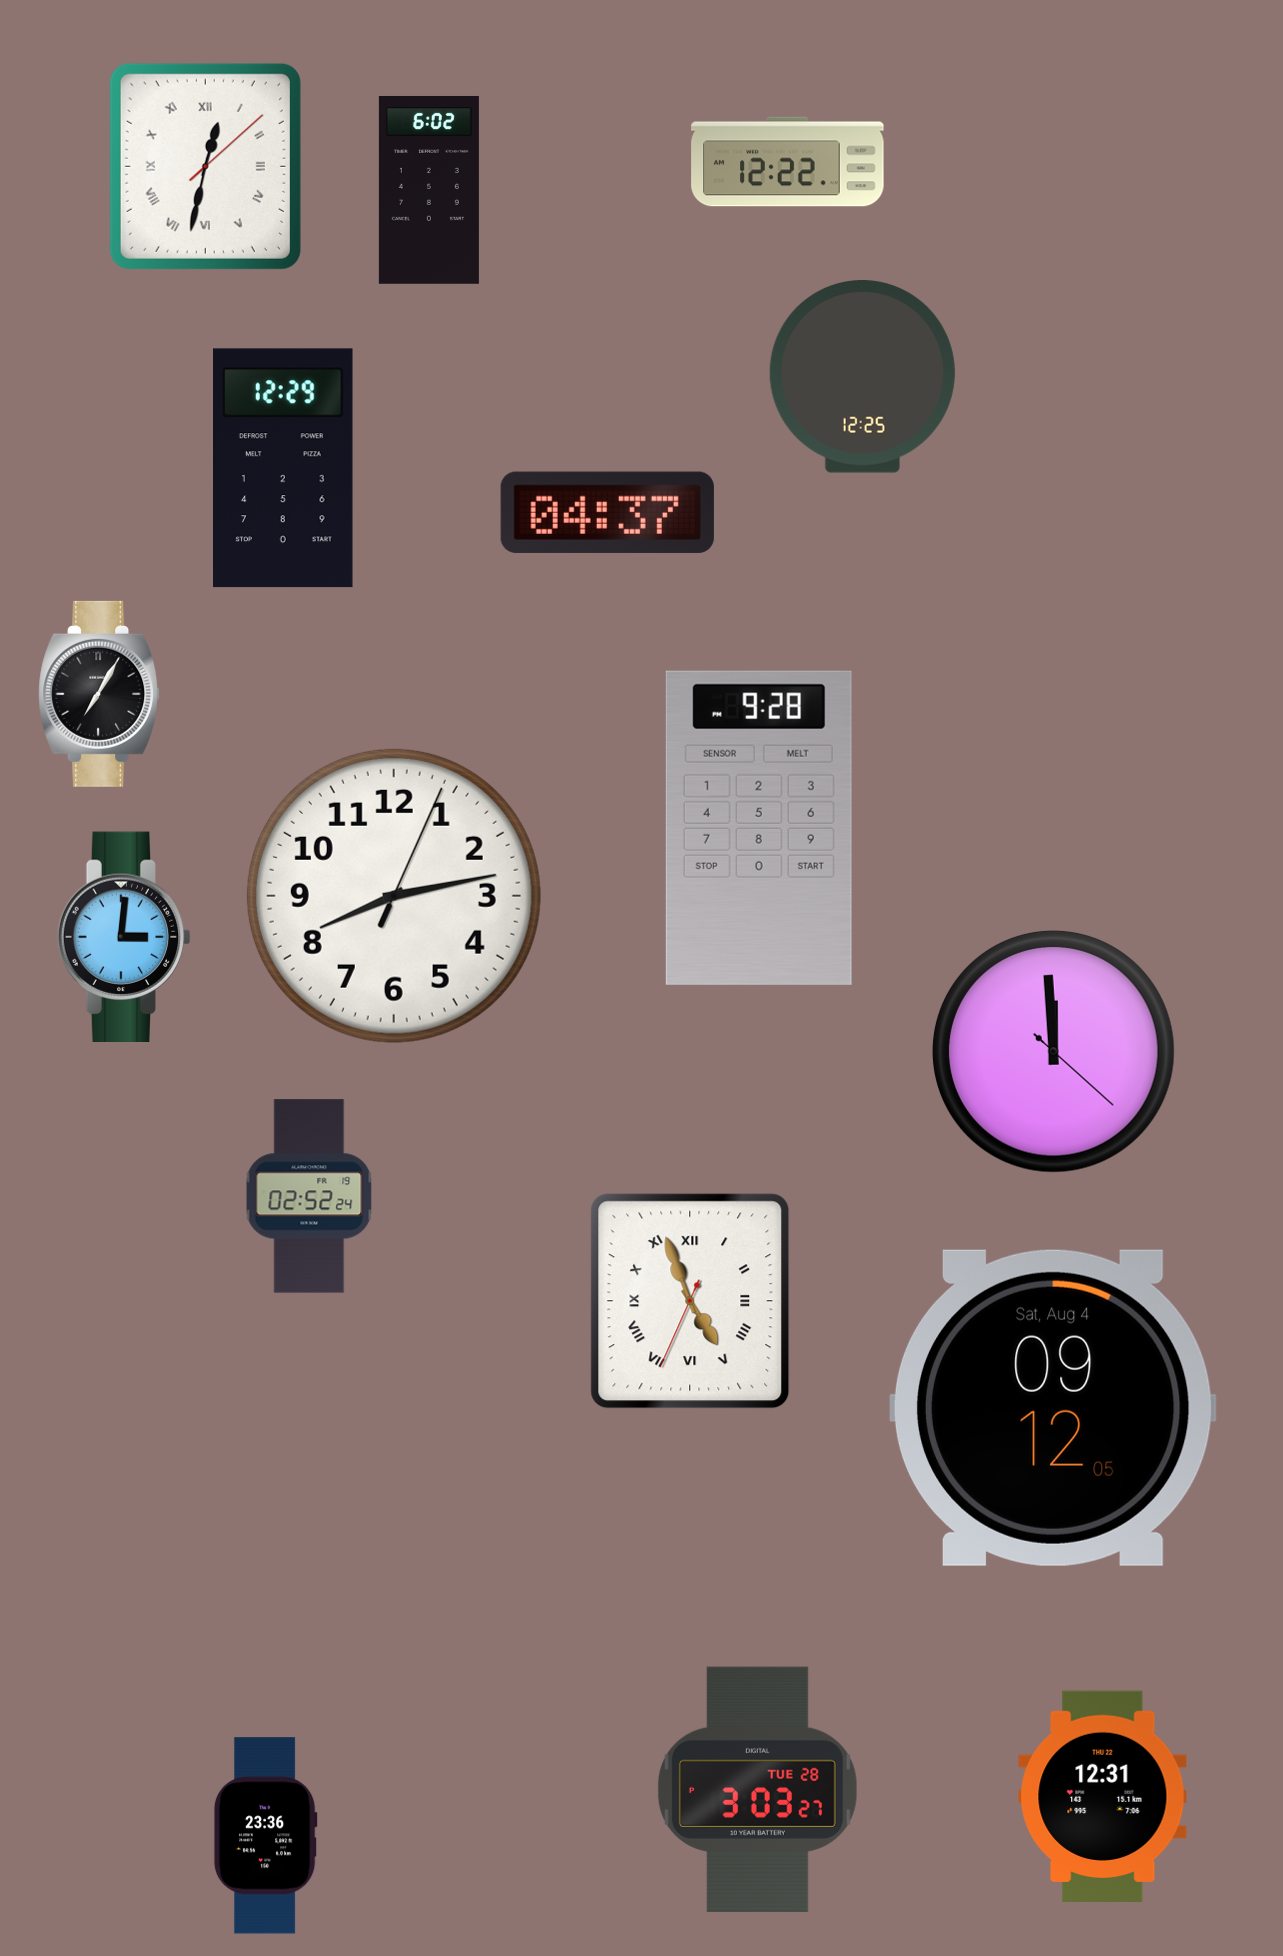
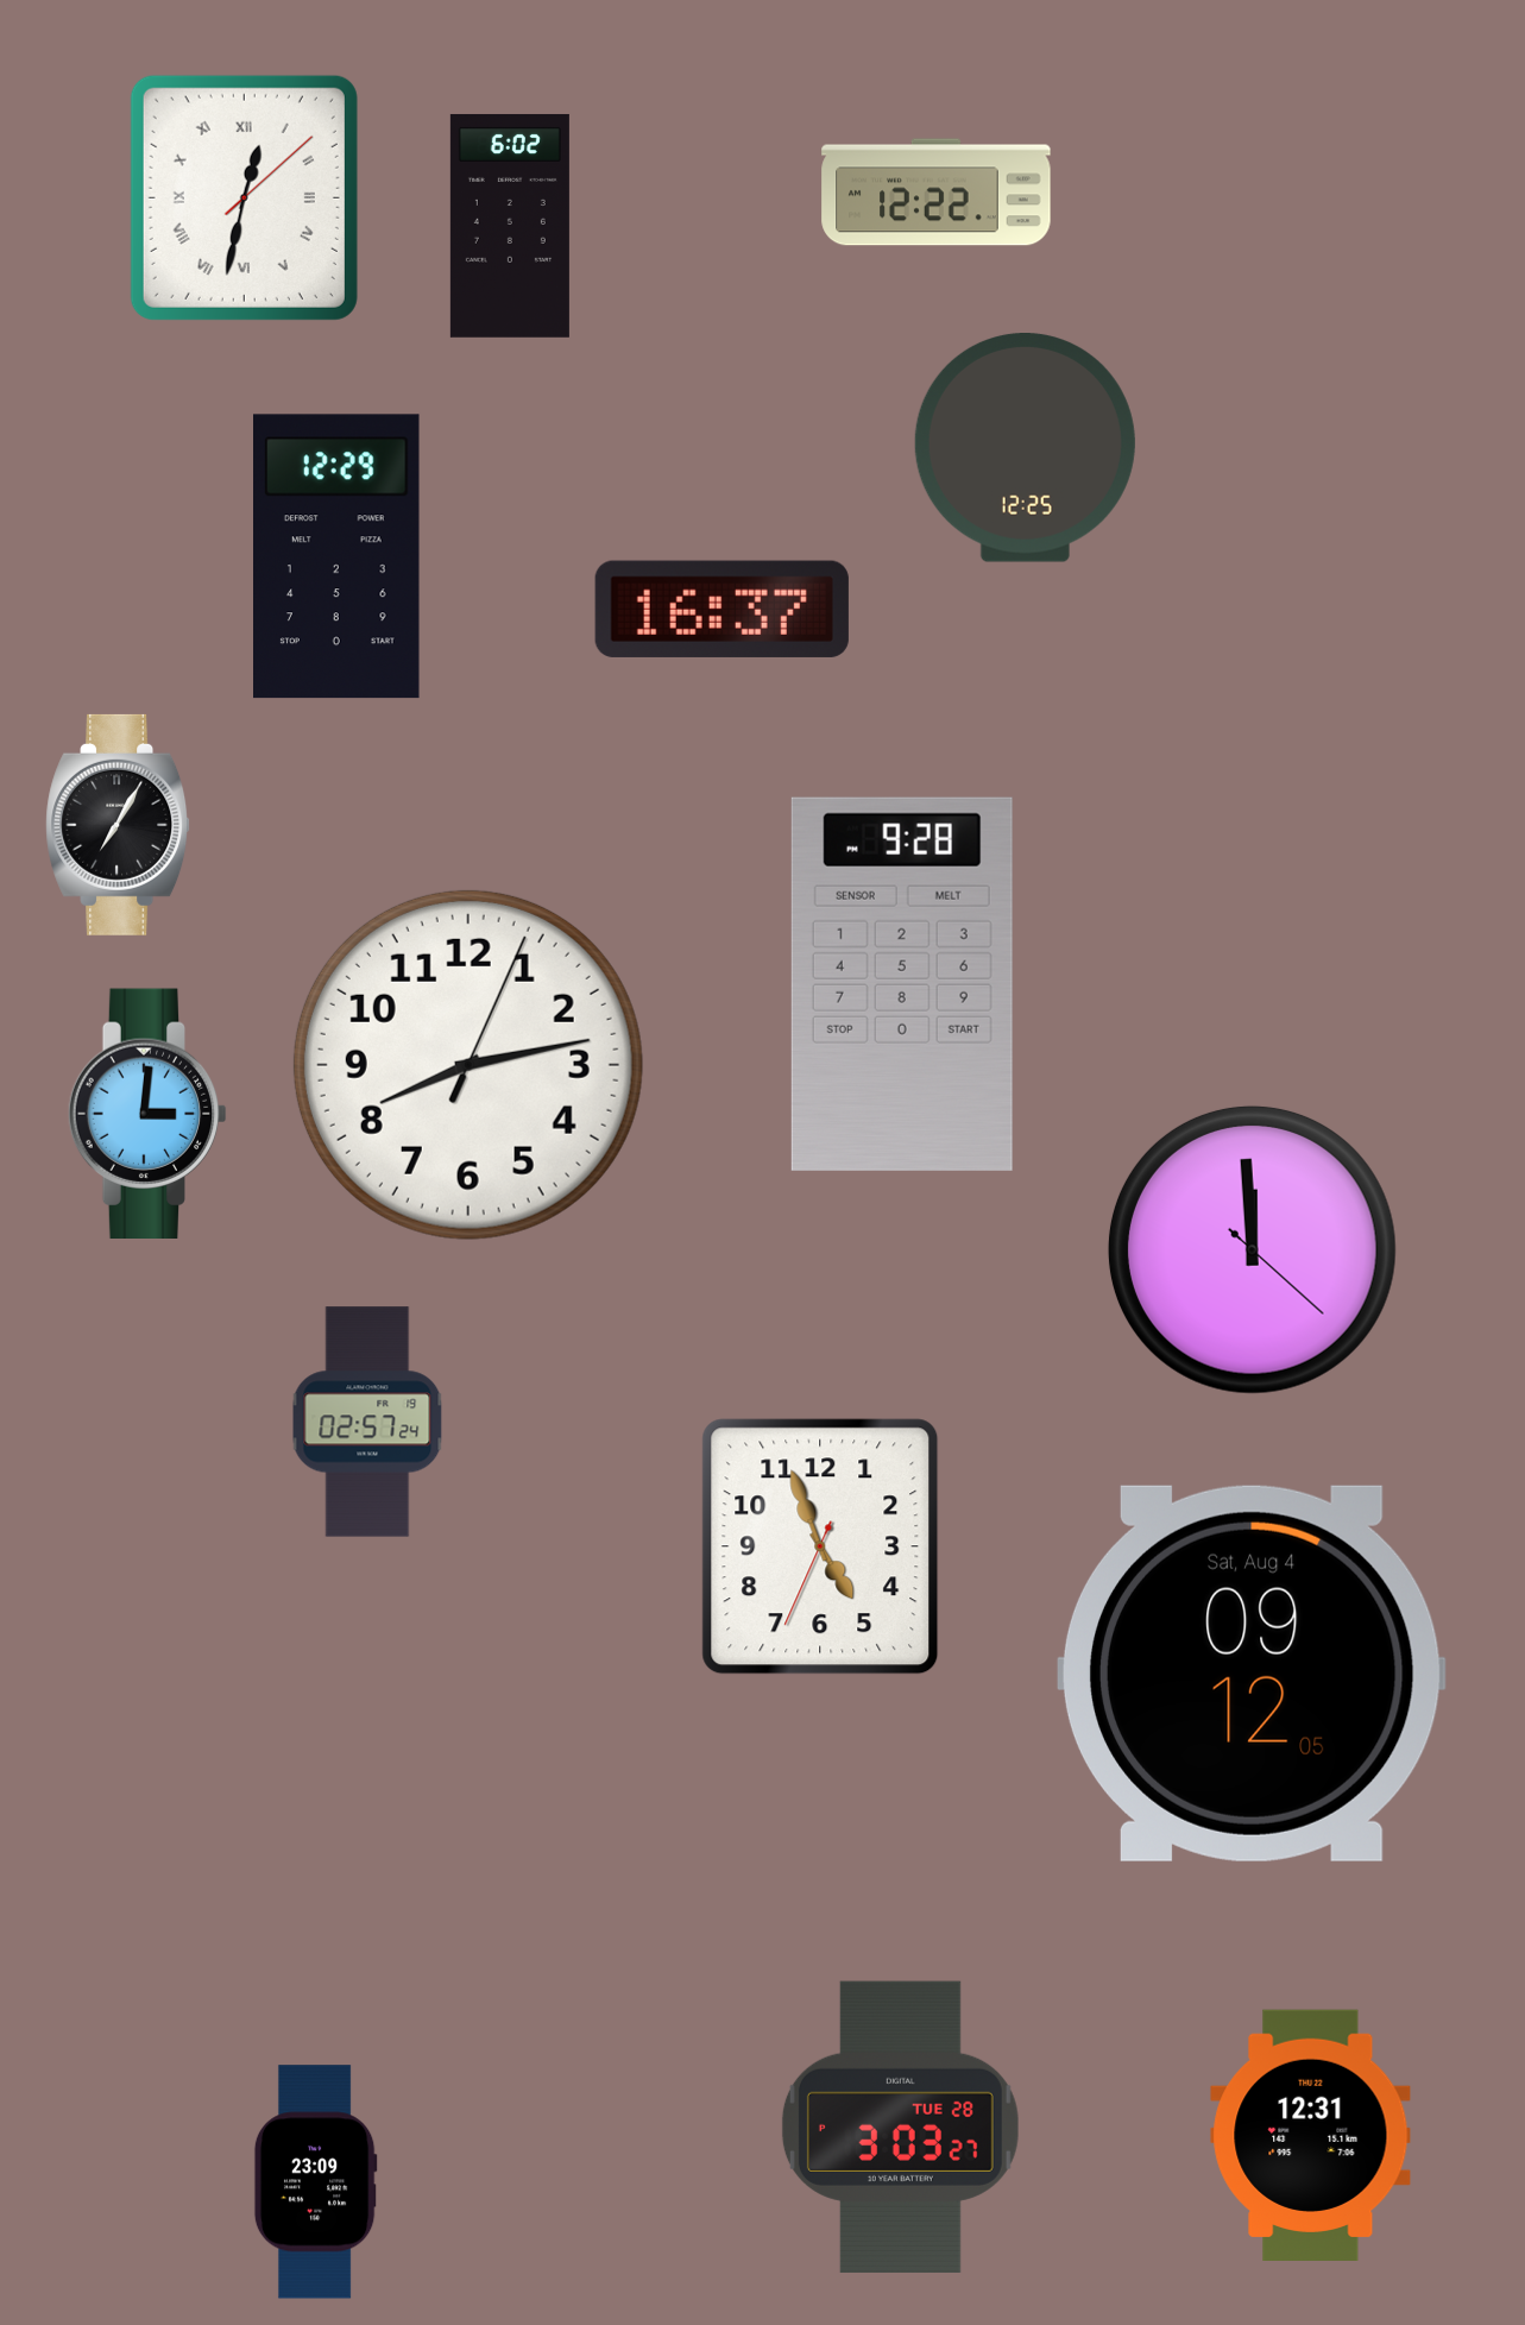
clock at (607, 512): 04:37 -> 16:37
clock at (309, 1196): 02:52 -> 02:57
clock at (690, 1301) numerals: Roman -> Arabic
clock at (265, 1836): 23:36 -> 23:09
